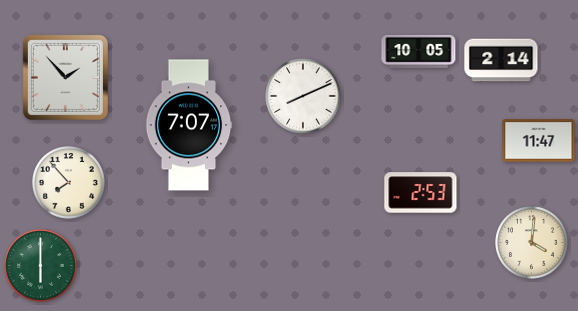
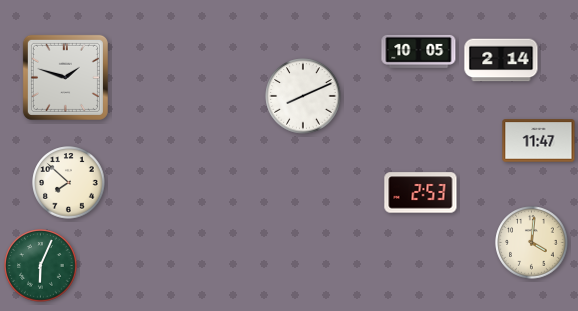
clock at (65, 77): 1:53 -> 1:48
clock at (189, 125): 7:07 -> none
clock at (69, 183): 7:53 -> 7:52
clock at (41, 266): 6:00 -> 6:04
